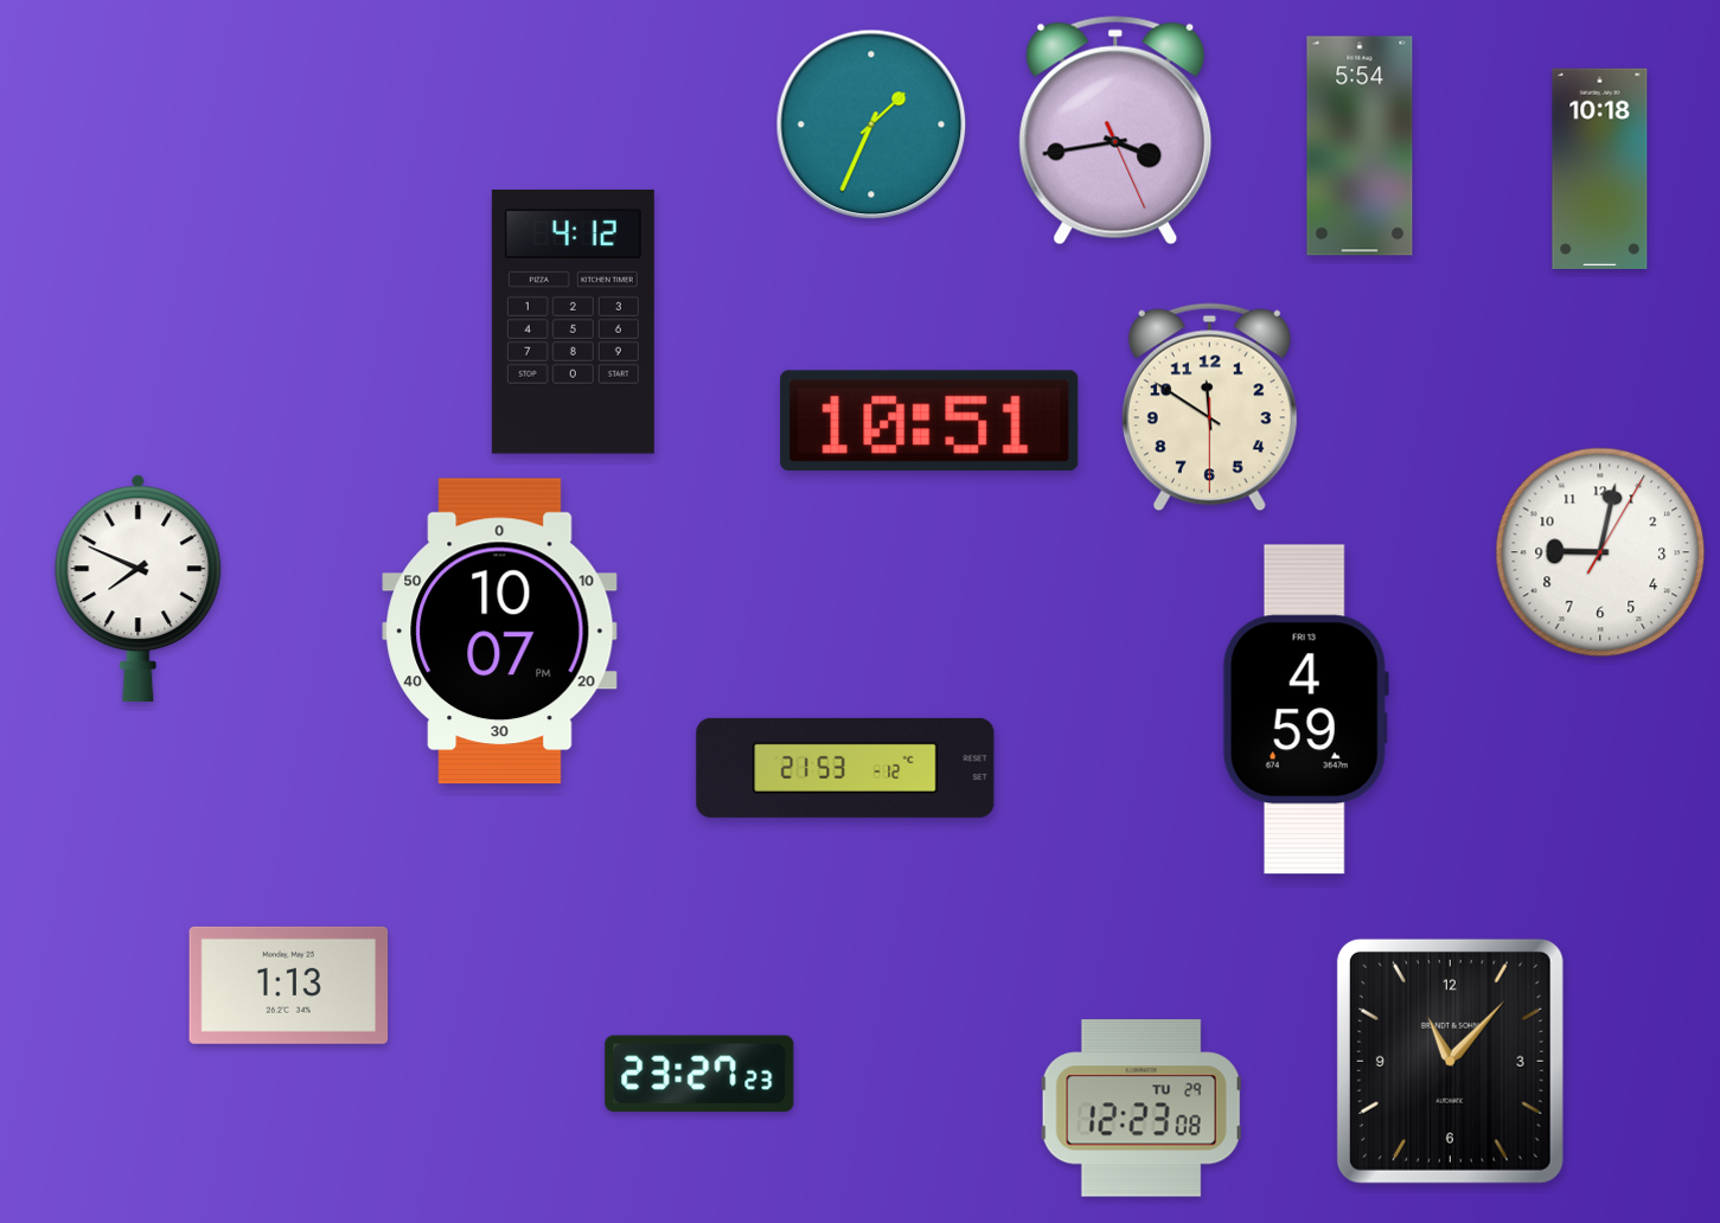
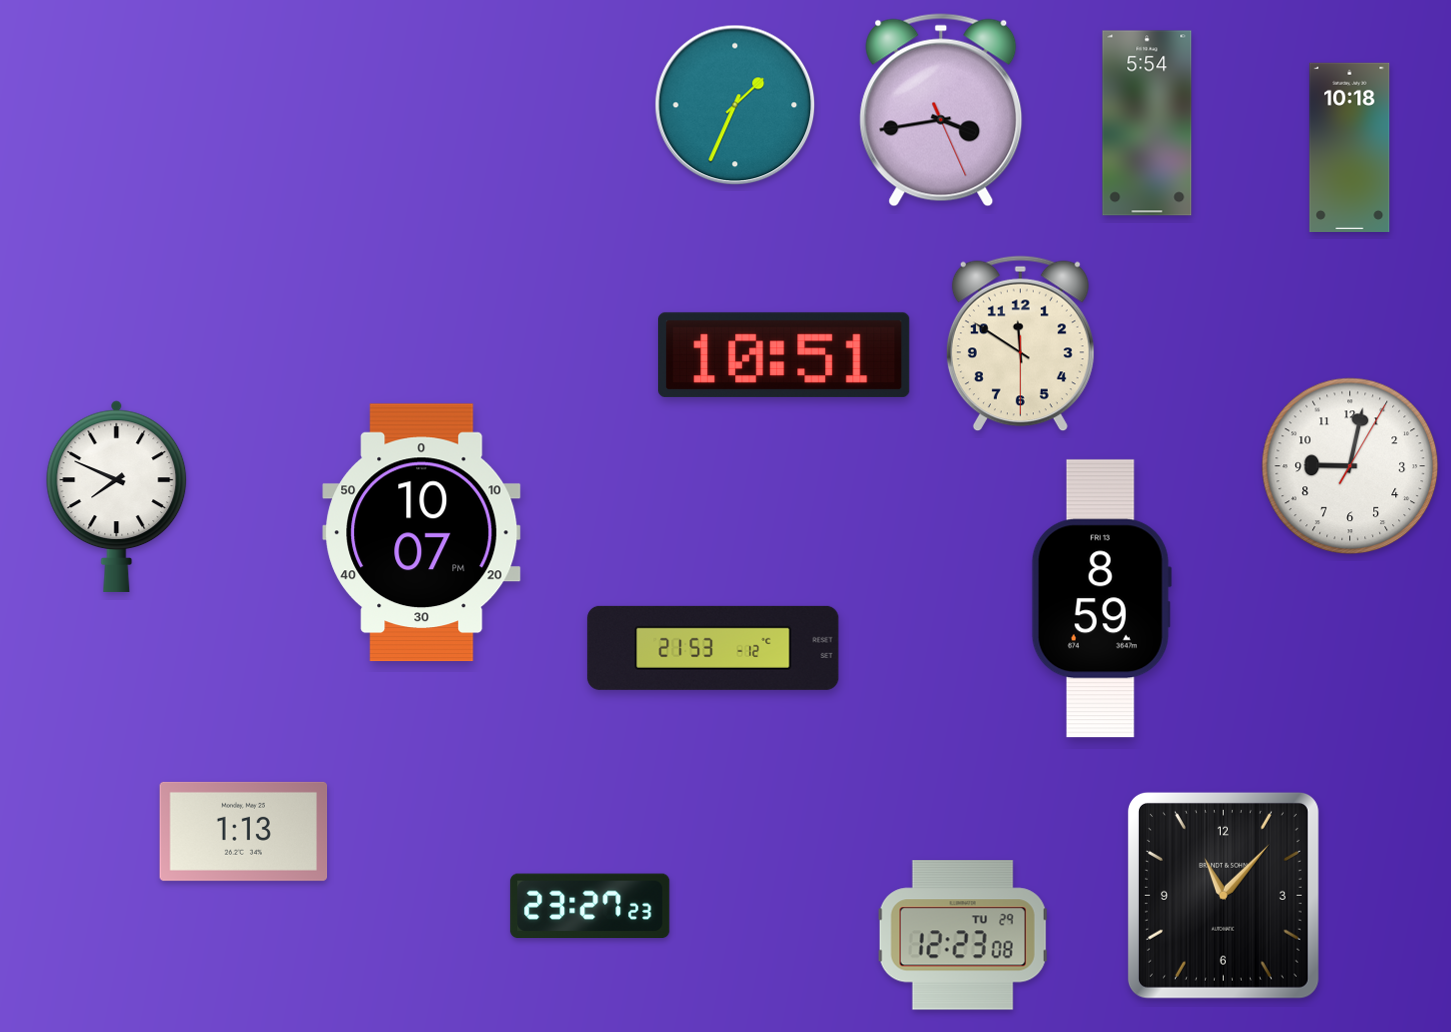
clock at (1600, 168) position: (1600, 168) -> (1350, 147)
clock at (573, 322): 4:12 -> none
clock at (1305, 710): 4:59 -> 8:59
